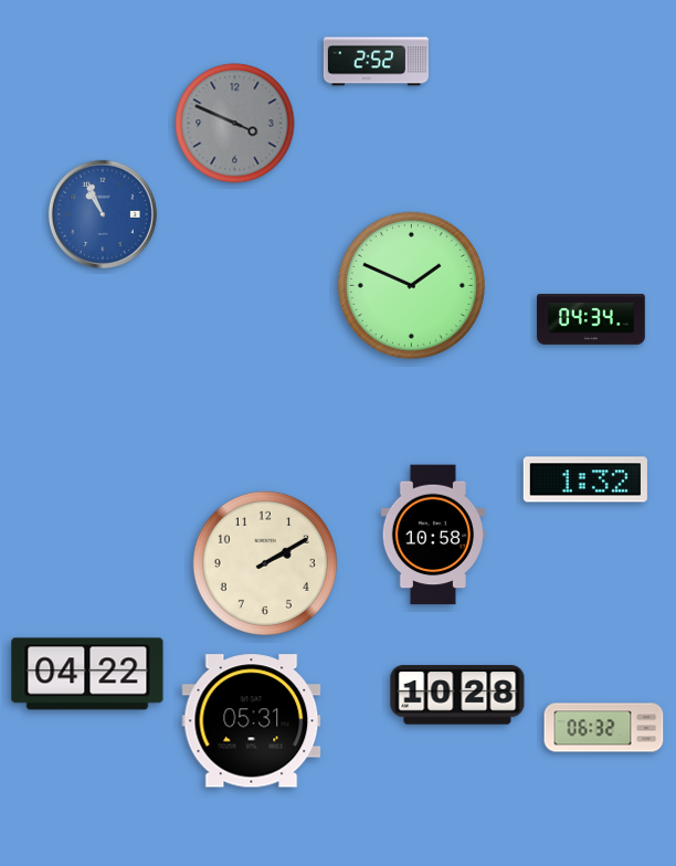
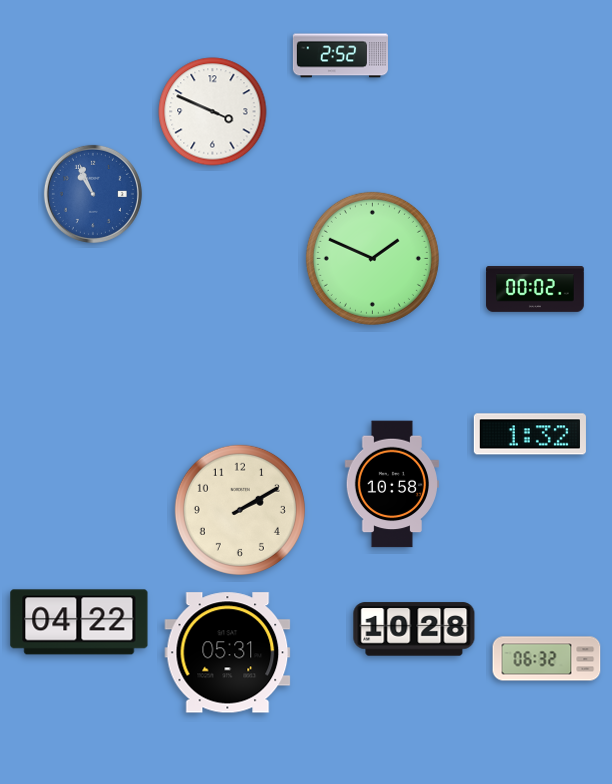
clock at (235, 124) dial: grey -> white
clock at (591, 320): 04:34 -> 00:02
clock at (87, 674) position: (87, 674) -> (79, 622)
